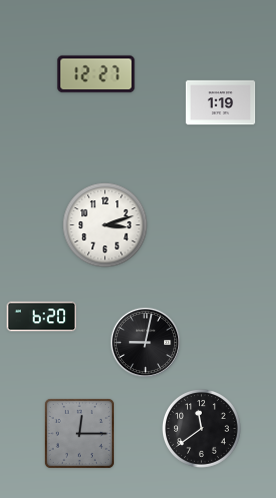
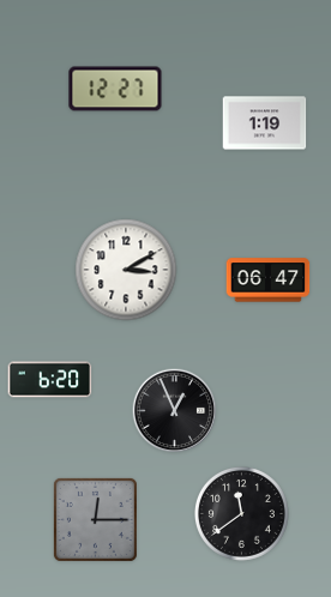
clock at (105, 225): 3:12 -> 3:10
clock at (269, 281): none -> 06:47
clock at (146, 343): 9:02 -> 12:56
